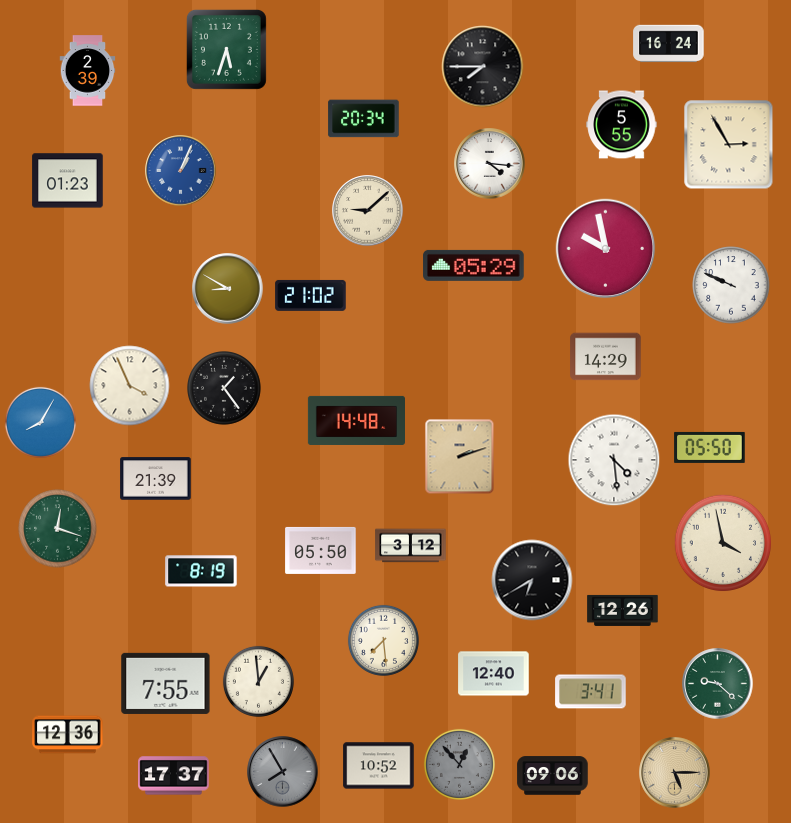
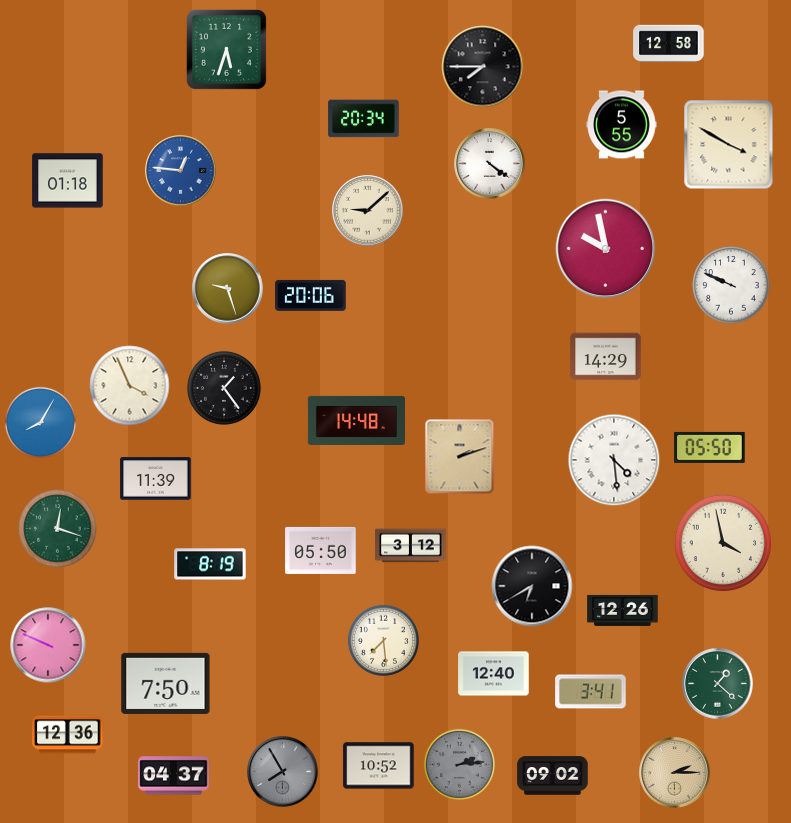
clock at (669, 44): 16:24 -> 12:58
clock at (88, 71): 2:39 -> none
clock at (729, 145): 2:55 -> 3:50
clock at (490, 164): 4:16 -> 4:21
clock at (181, 171): 1:04 -> 12:46
clock at (68, 181): 01:23 -> 01:18
clock at (474, 265): 05:29 -> none
clock at (228, 289): 8:50 -> 9:27
clock at (311, 295): 21:02 -> 20:06
clock at (156, 479): 21:39 -> 11:39
clock at (201, 571) position: (201, 571) -> (210, 564)
clock at (532, 580) position: (532, 580) -> (532, 586)
clock at (48, 645): none -> 9:49
clock at (258, 681): 12:59 -> none
clock at (166, 683): 7:55 -> 7:50
clock at (718, 684): 9:22 -> 1:22
clock at (459, 764): 12:53 -> 2:14
clock at (675, 773): 5:15 -> 2:15
clock at (174, 776): 17:37 -> 04:37
clock at (553, 776): 09:06 -> 09:02
